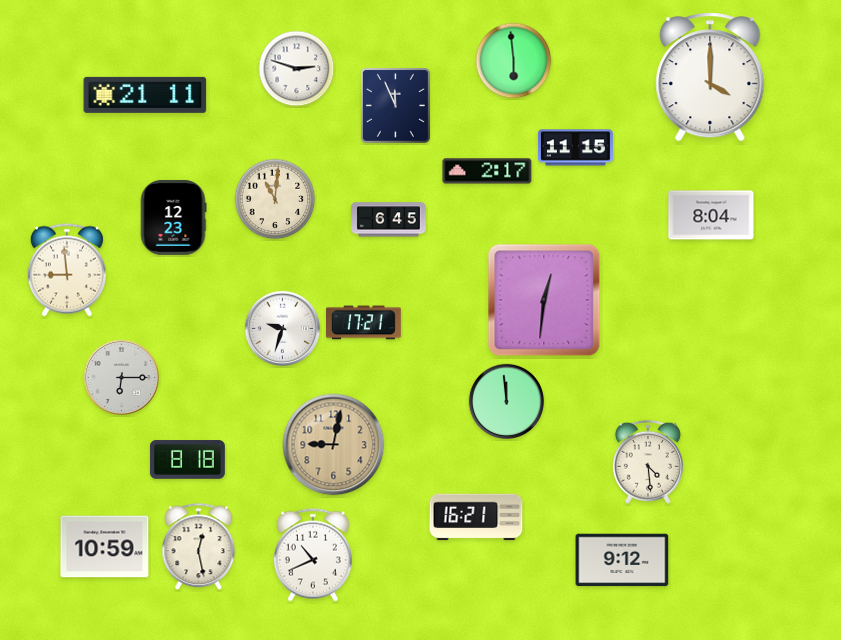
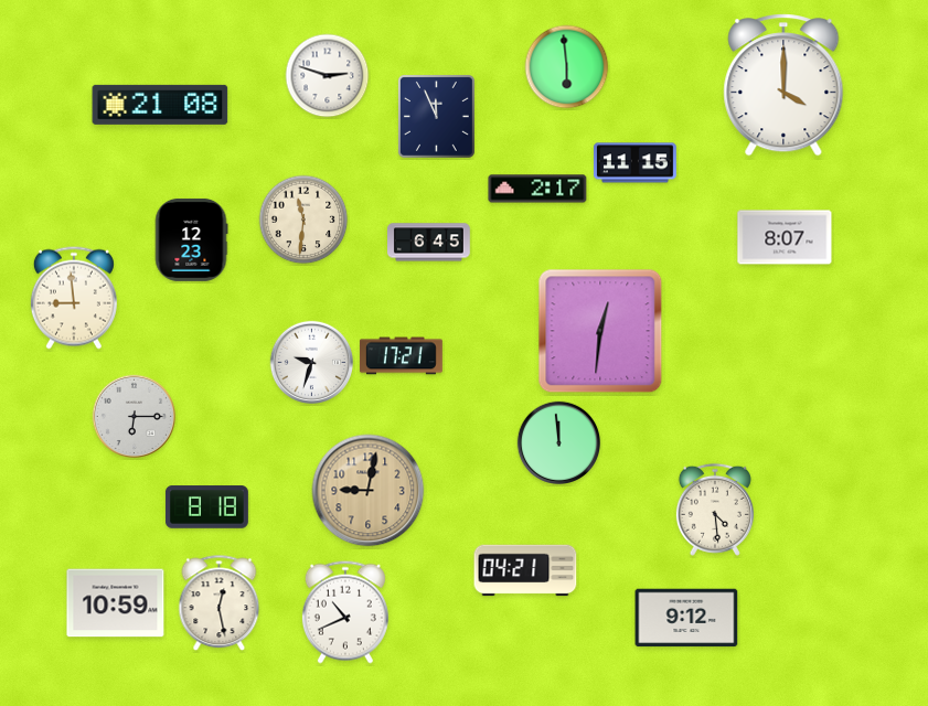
clock at (145, 95): 21:11 -> 21:08
clock at (275, 199): 11:01 -> 11:31
clock at (711, 215): 8:04 -> 8:07
clock at (476, 517): 16:21 -> 04:21
